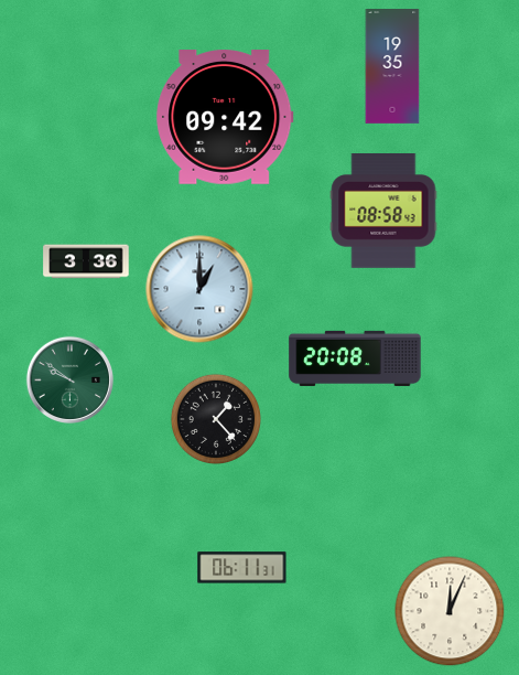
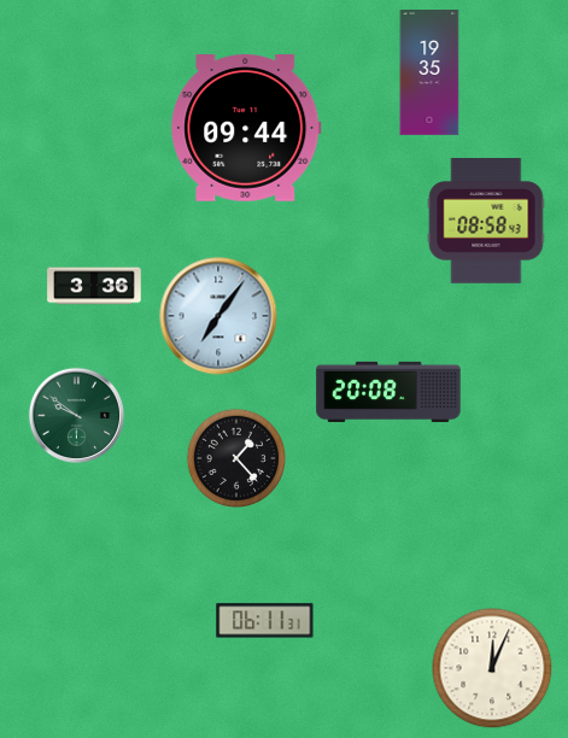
clock at (225, 118): 09:42 -> 09:44
clock at (383, 212) position: (383, 212) -> (486, 222)
clock at (199, 289): 1:00 -> 7:06
